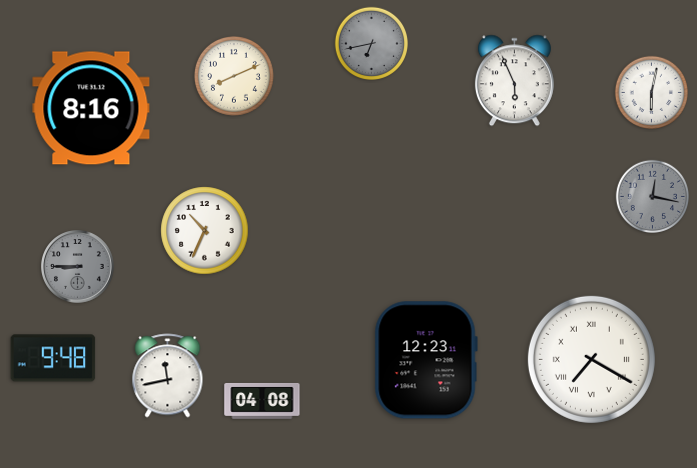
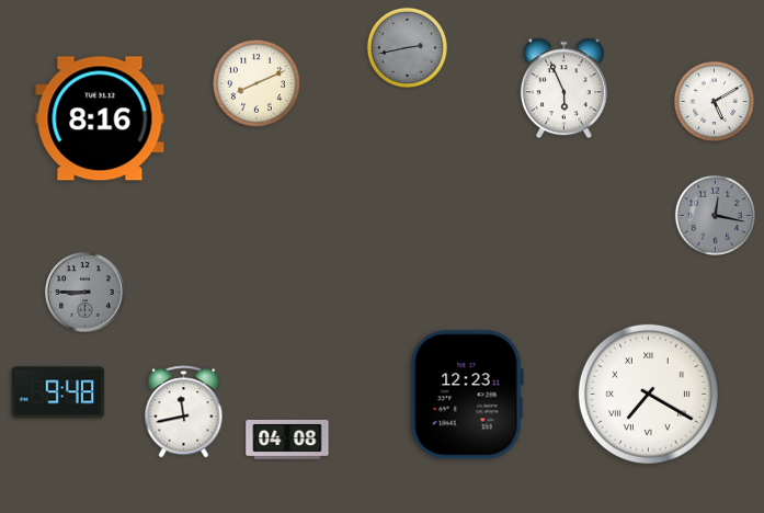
clock at (371, 43): 6:43 -> 2:43
clock at (651, 92): 6:02 -> 5:10
clock at (205, 231): 10:34 -> none
